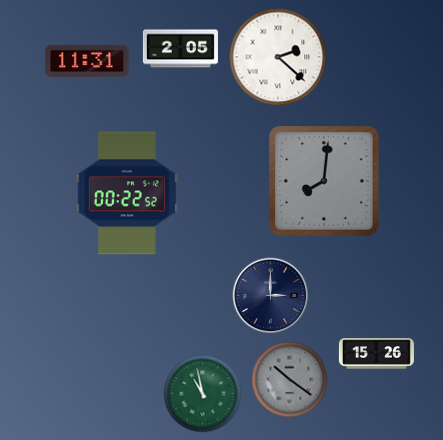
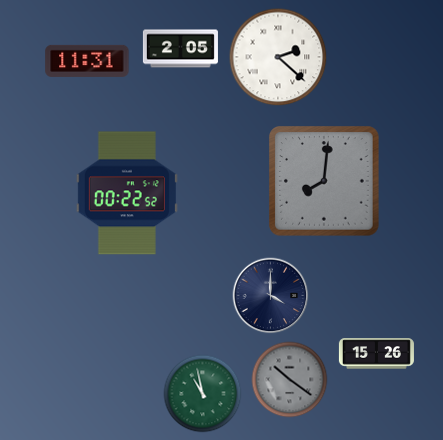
clock at (271, 296): 3:00 -> 4:00
